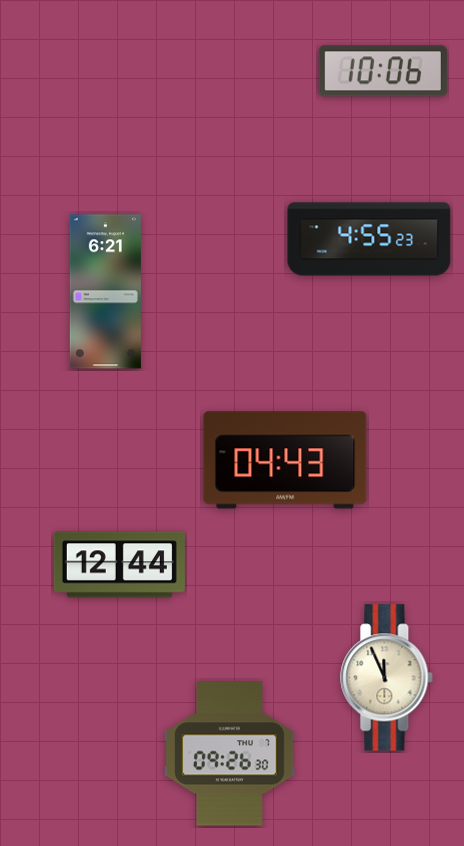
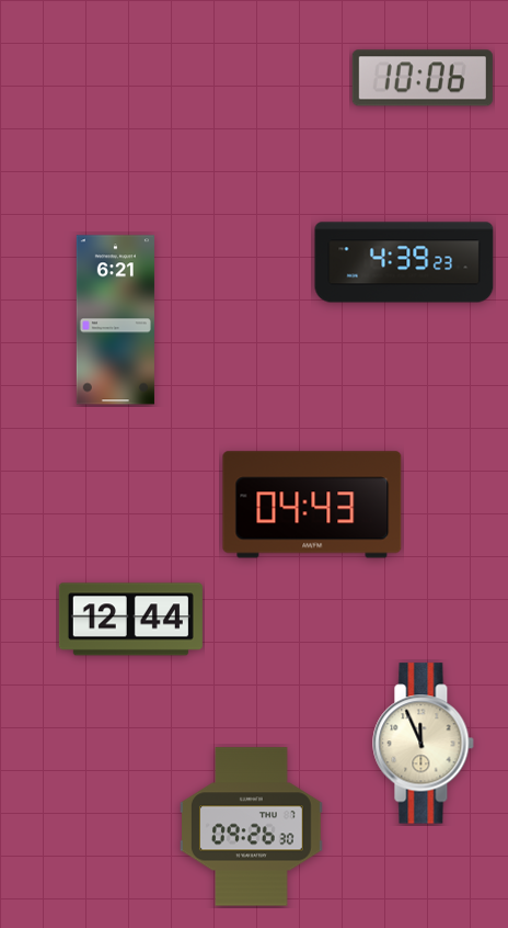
clock at (383, 71) position: (383, 71) -> (423, 78)
clock at (369, 239): 4:55 -> 4:39
